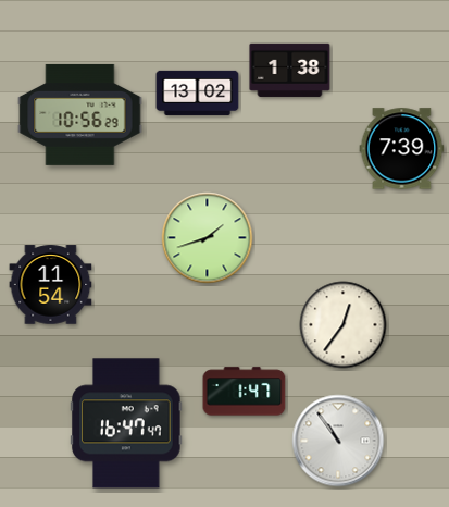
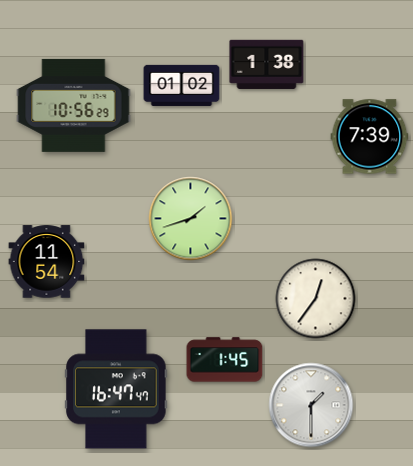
clock at (198, 92): 13:02 -> 01:02
clock at (245, 392): 1:47 -> 1:45
clock at (338, 441): 10:54 -> 1:30
